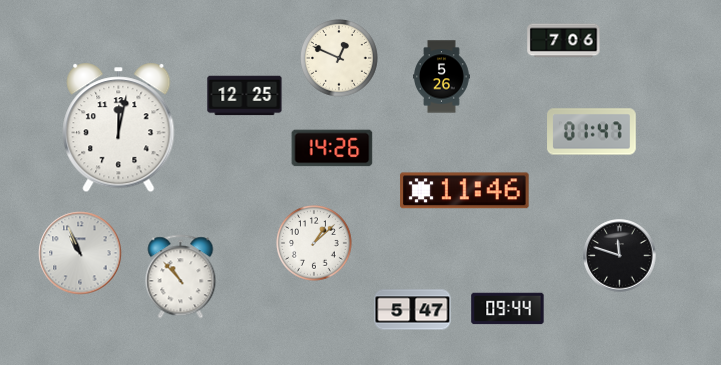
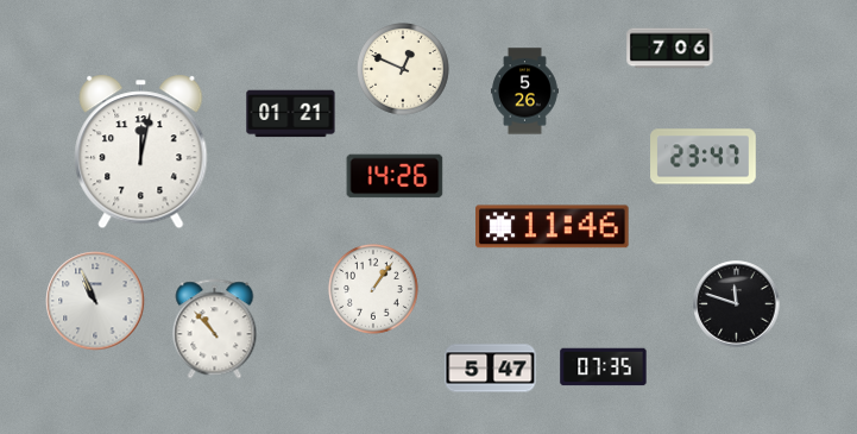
clock at (245, 96): 12:25 -> 01:21
clock at (592, 132): 01:47 -> 23:47
clock at (315, 244): 1:08 -> 1:06
clock at (508, 309): 09:44 -> 07:35
